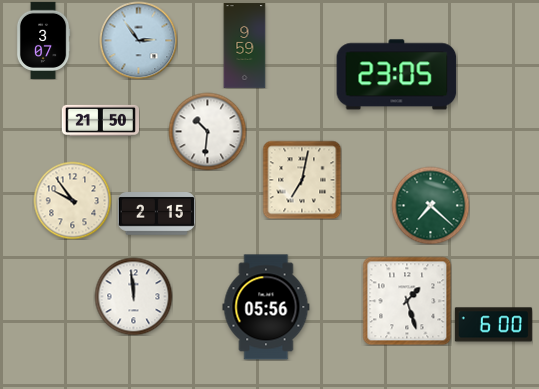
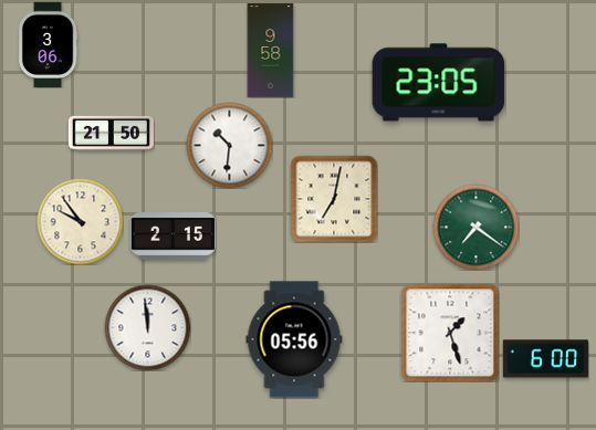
clock at (43, 40): 3:07 -> 3:06
clock at (138, 40): 2:54 -> none
clock at (245, 46): 9:59 -> 9:58
clock at (430, 205): 7:22 -> 7:21
